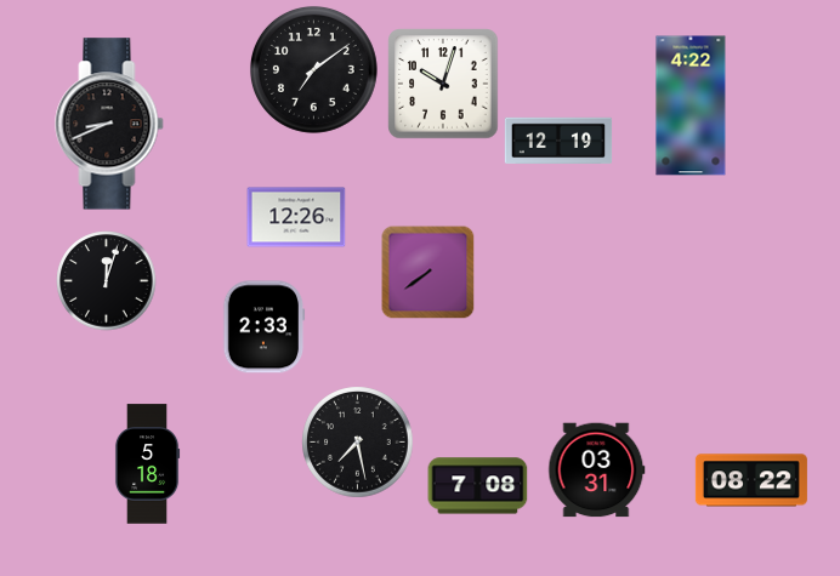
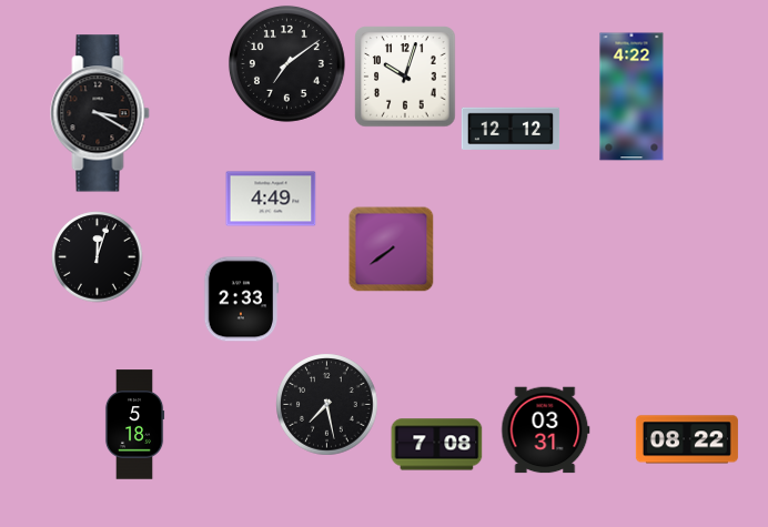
clock at (109, 124): 8:41 -> 3:20
clock at (558, 141): 12:19 -> 12:12
clock at (296, 217): 12:26 -> 4:49
